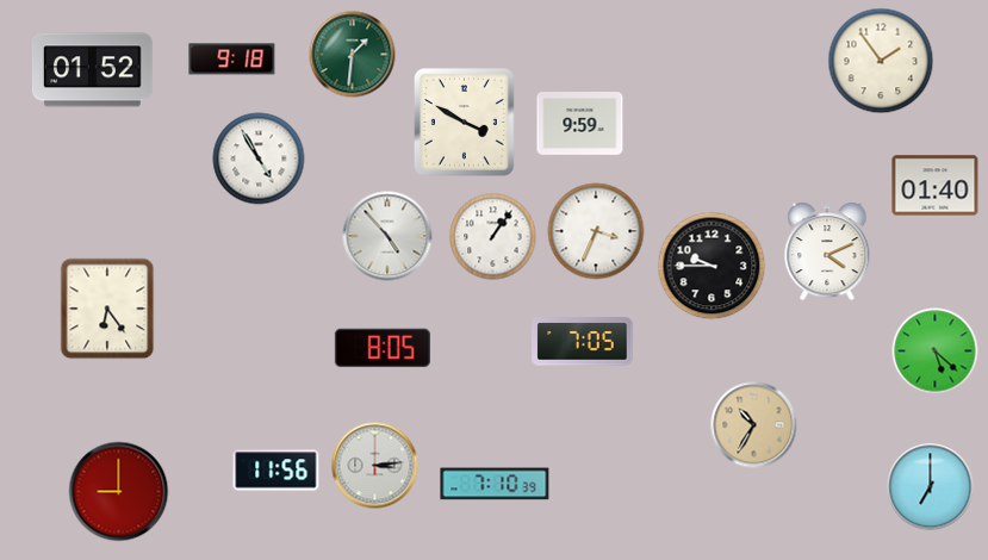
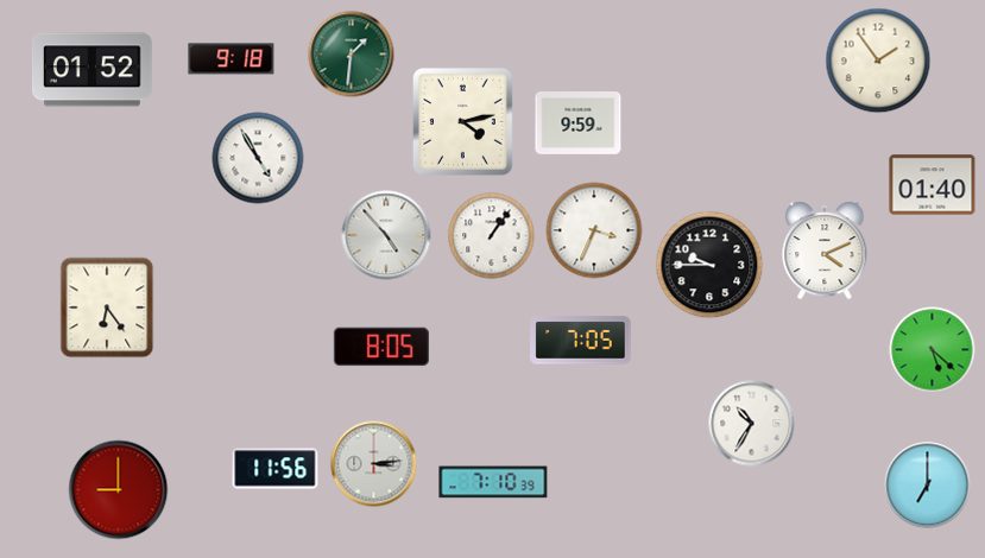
clock at (465, 123): 3:50 -> 4:13
clock at (754, 425) dial: champagne -> white
